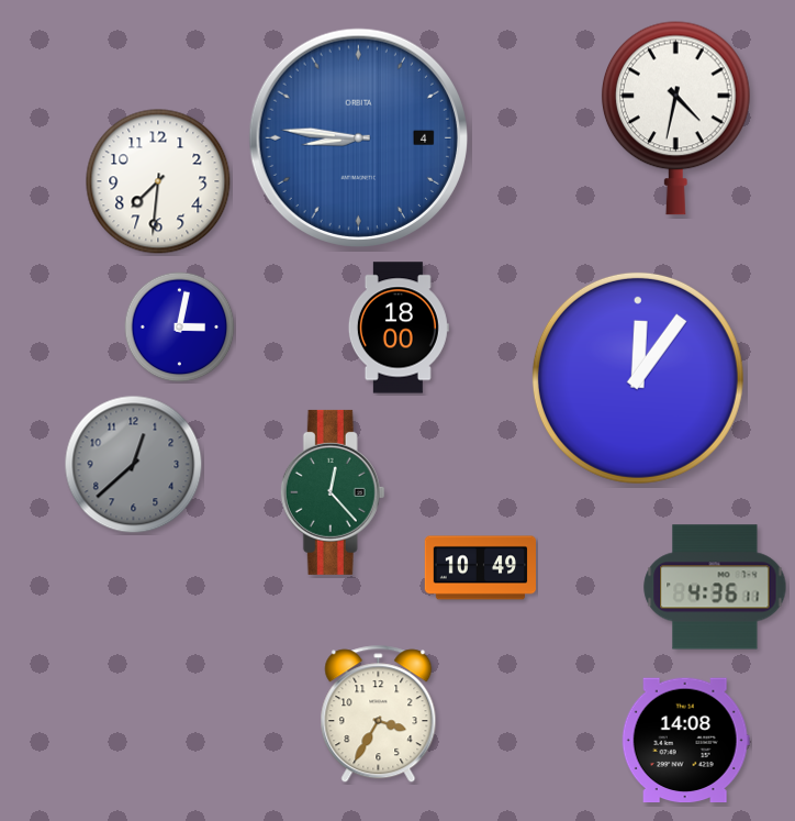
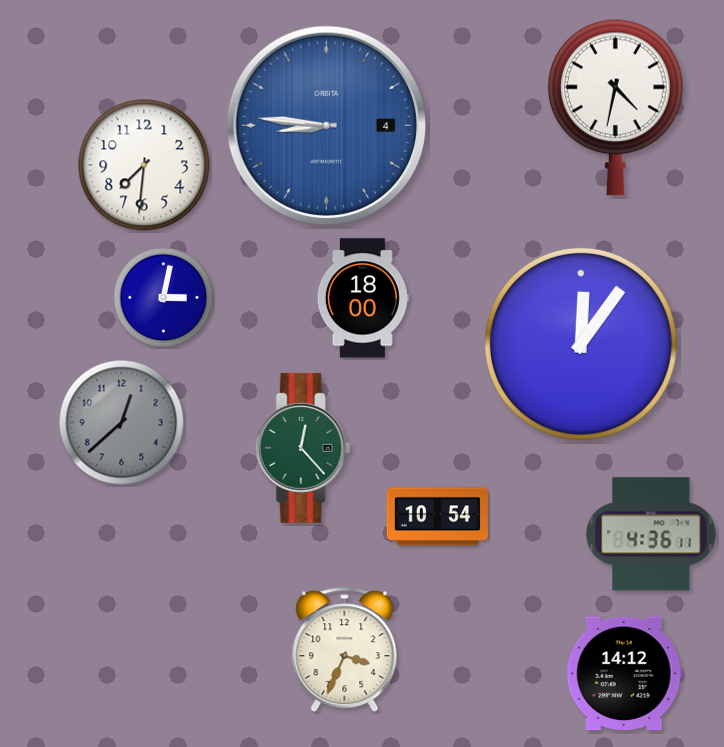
clock at (480, 568): 10:49 -> 10:54
clock at (379, 714): 3:35 -> 3:34
clock at (685, 741): 14:08 -> 14:12
